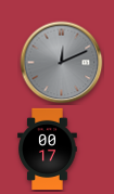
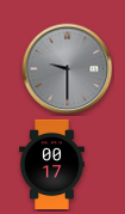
clock at (62, 63): 12:11 -> 9:30
